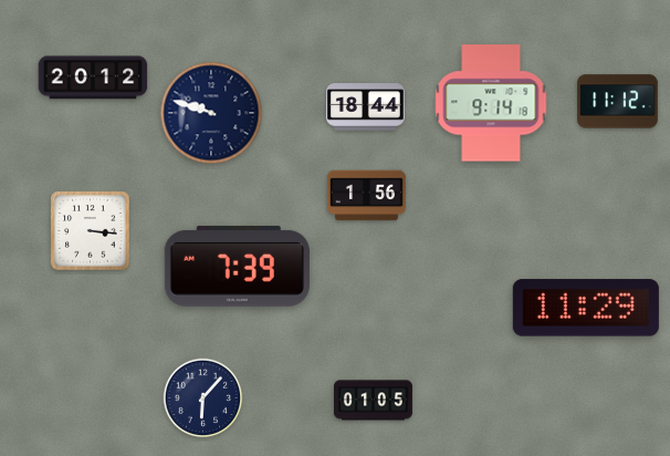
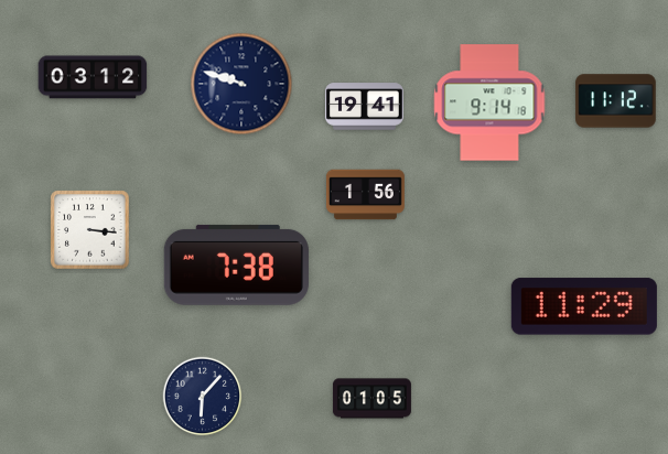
clock at (93, 77): 20:12 -> 03:12
clock at (365, 107): 18:44 -> 19:41
clock at (211, 113) position: (211, 113) -> (241, 84)
clock at (237, 266): 7:39 -> 7:38
